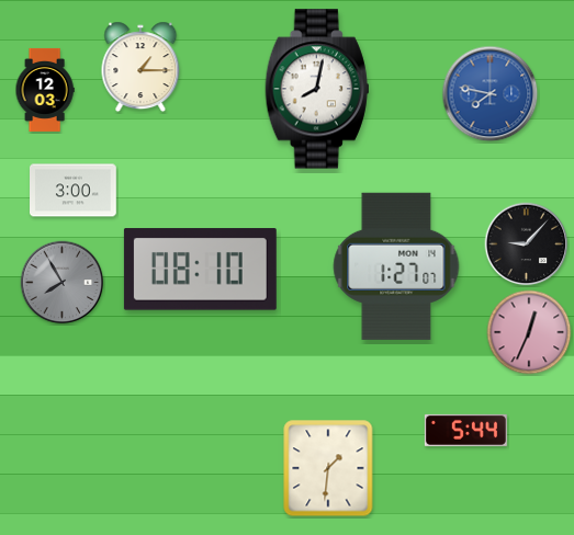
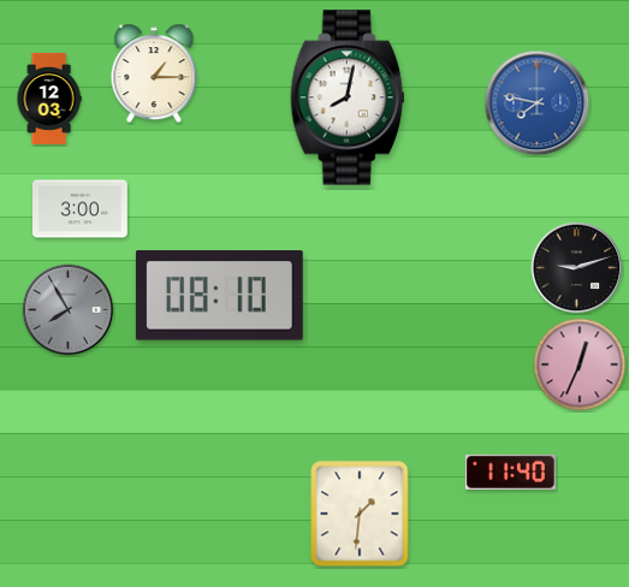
clock at (527, 244): 9:07 -> 9:12
clock at (396, 266): 1:27 -> none
clock at (465, 430): 5:44 -> 11:40
